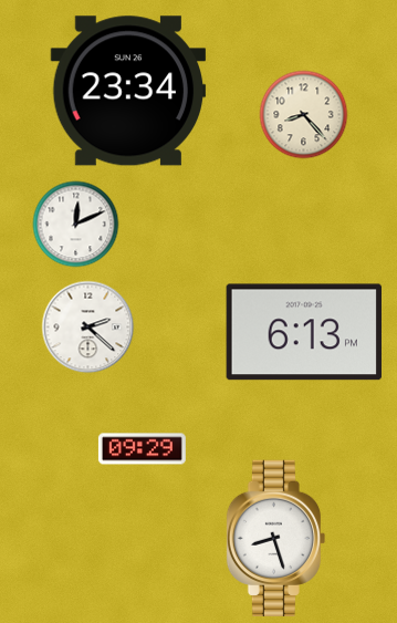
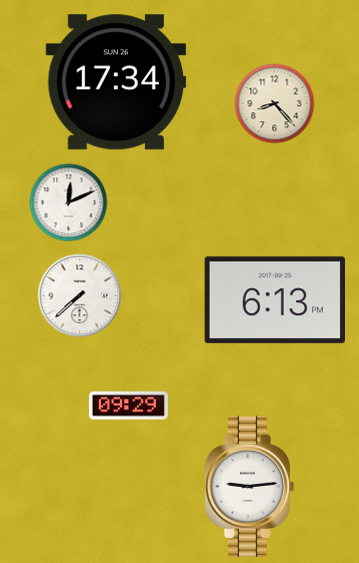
clock at (128, 91): 23:34 -> 17:34
clock at (88, 328): 2:22 -> 7:38
clock at (276, 538): 8:27 -> 9:14
